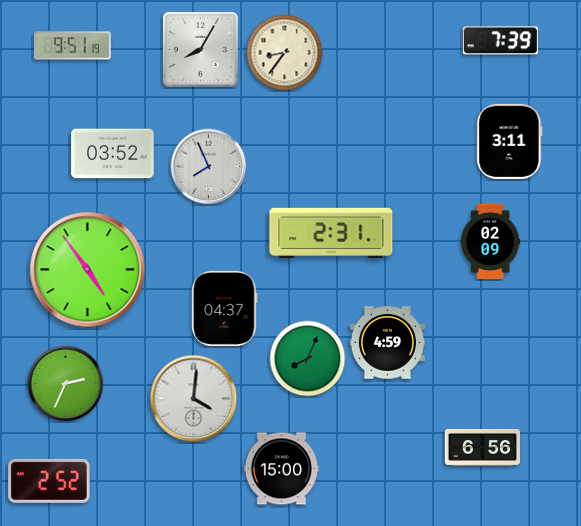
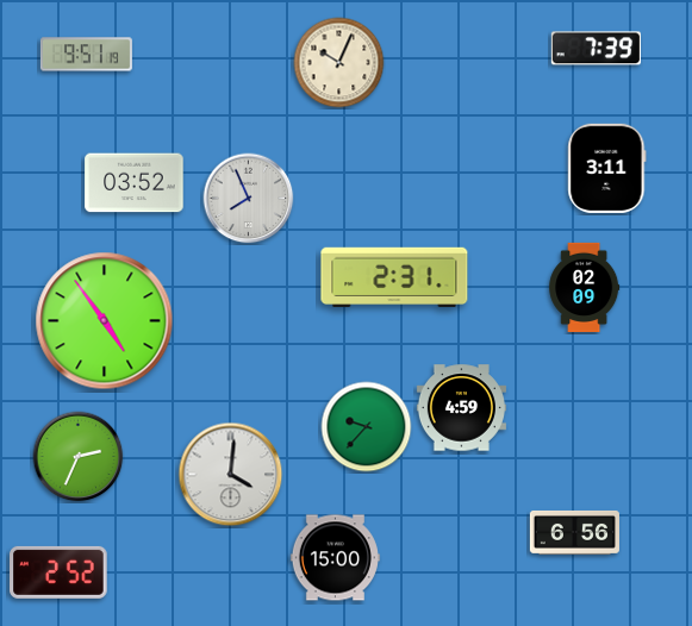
clock at (200, 49): 8:05 -> none
clock at (285, 53): 8:36 -> 10:04
clock at (225, 308): 04:37 -> none
clock at (308, 359): 8:04 -> 9:37
